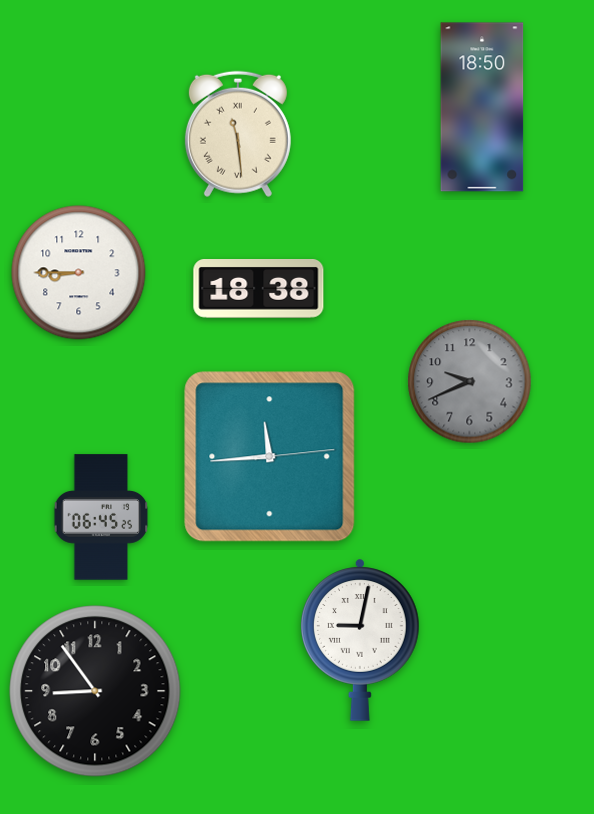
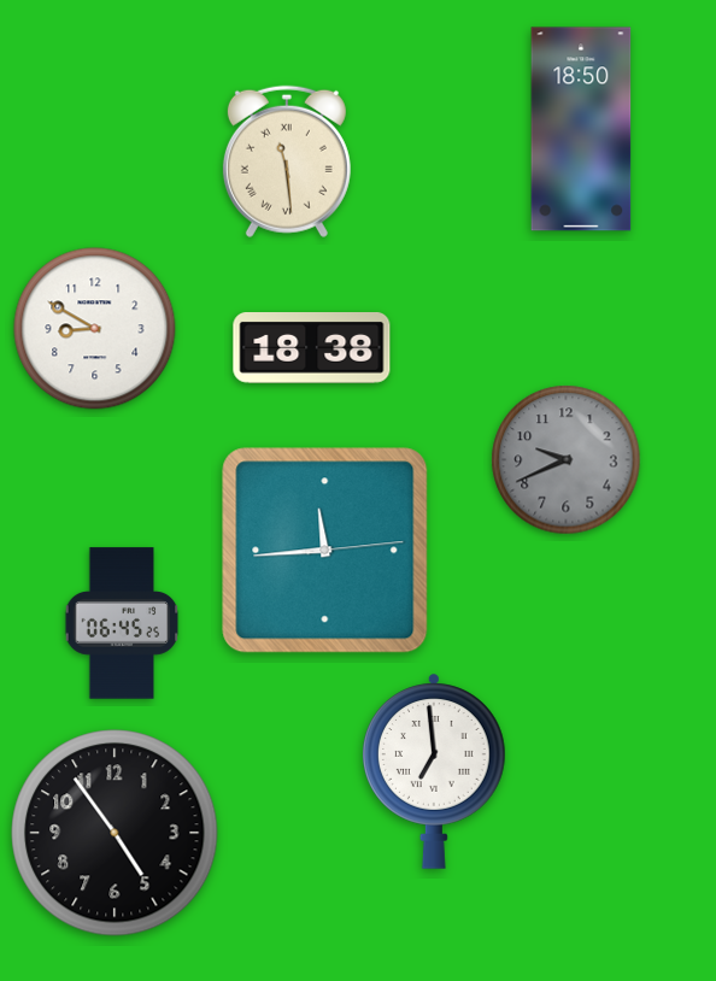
clock at (79, 273): 8:45 -> 8:50
clock at (360, 640): 9:02 -> 6:59
clock at (95, 691): 8:54 -> 4:54
